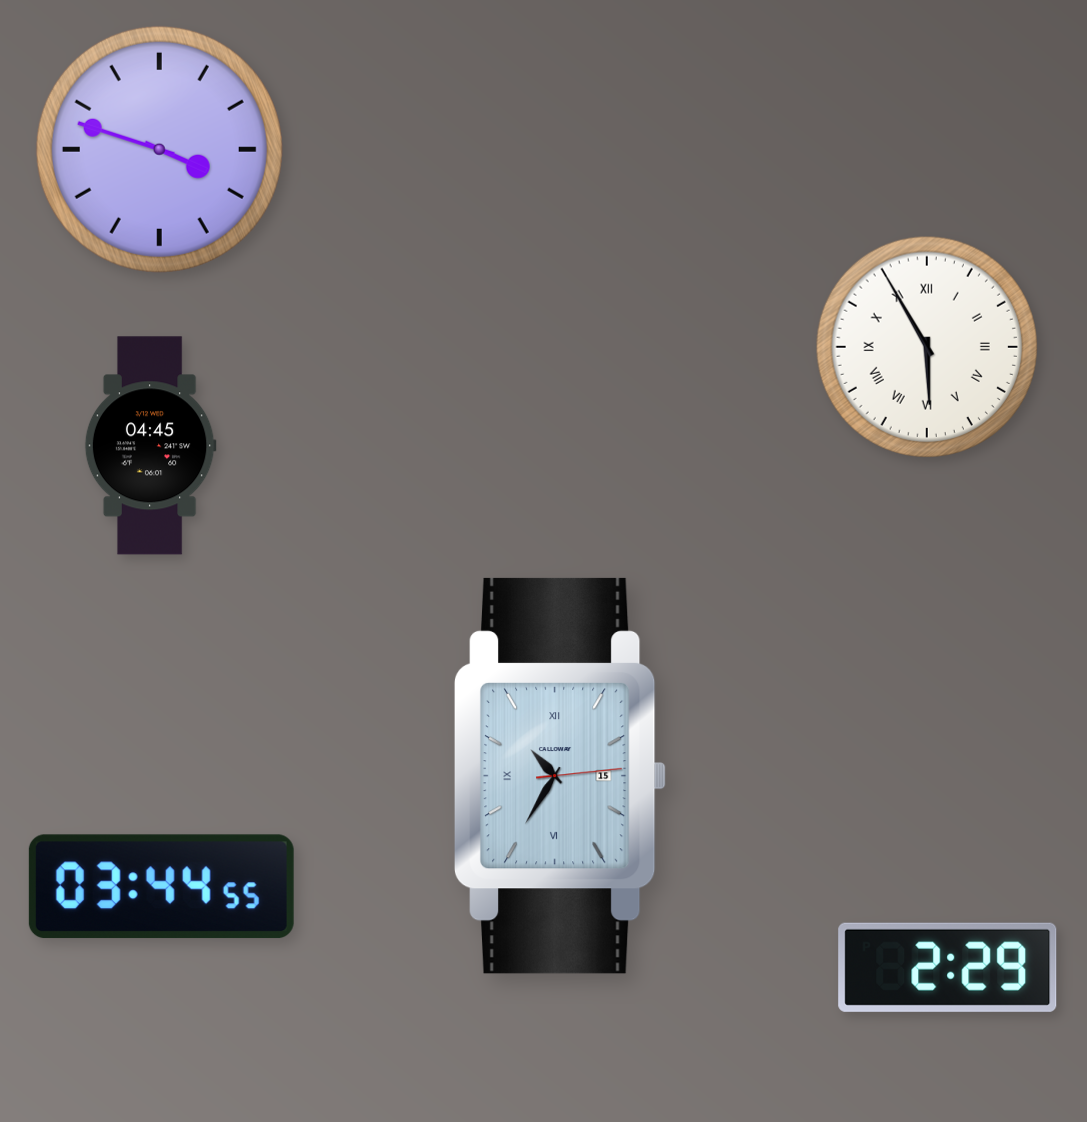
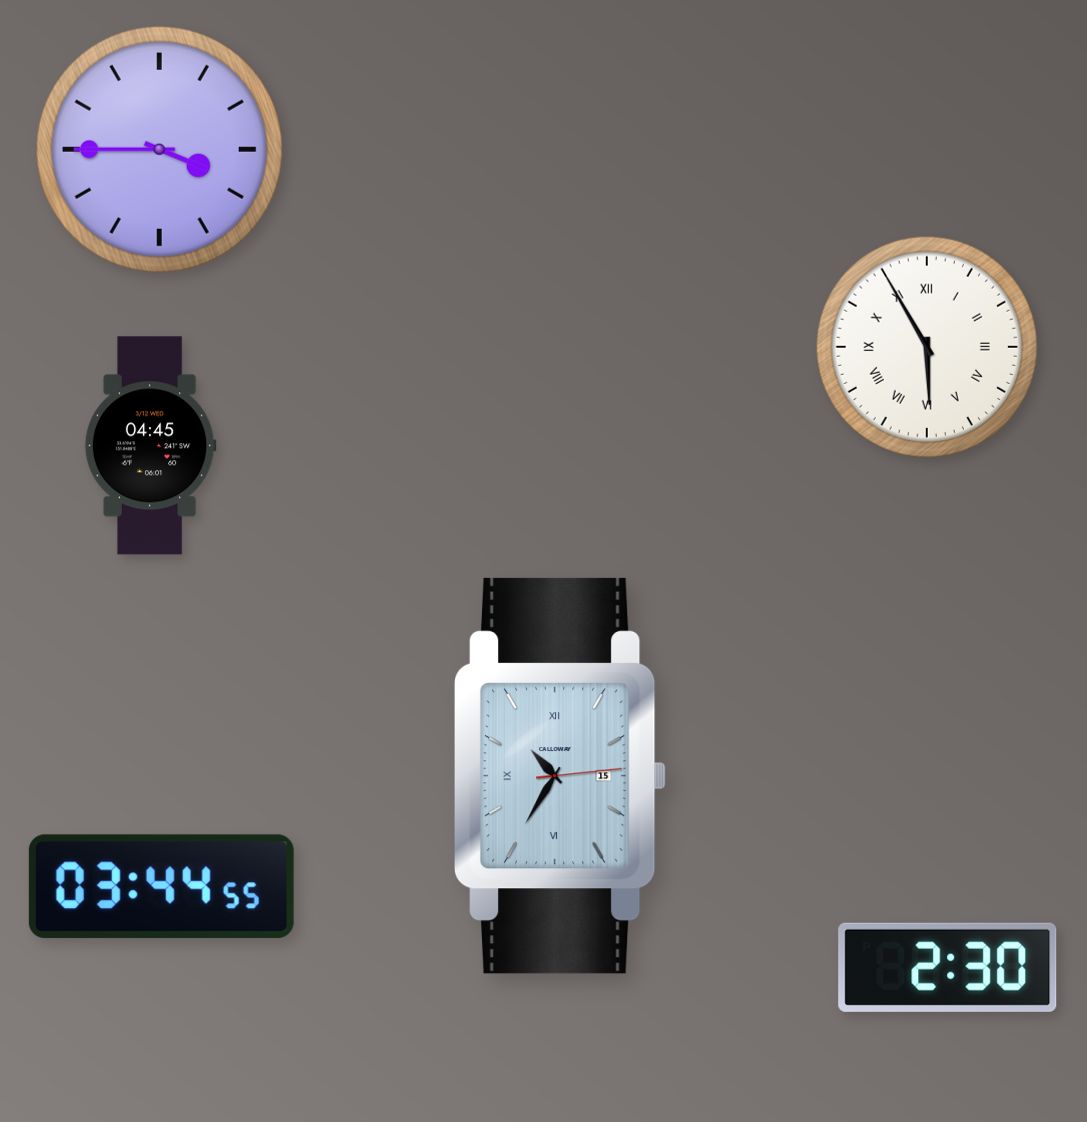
clock at (159, 149): 3:48 -> 3:45
clock at (948, 967): 2:29 -> 2:30
